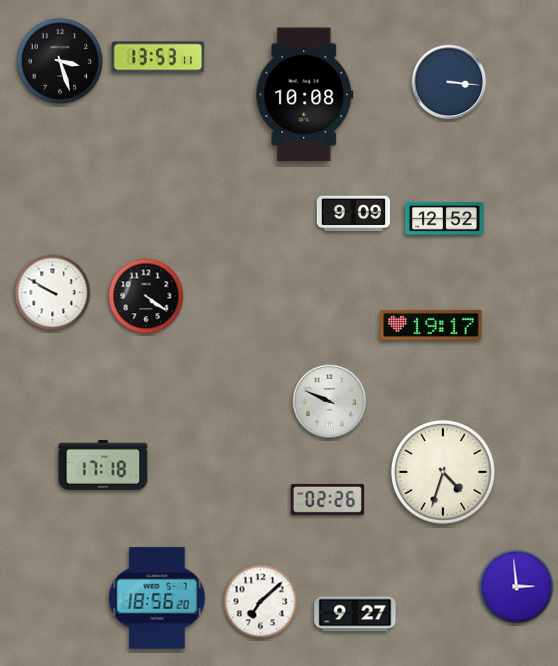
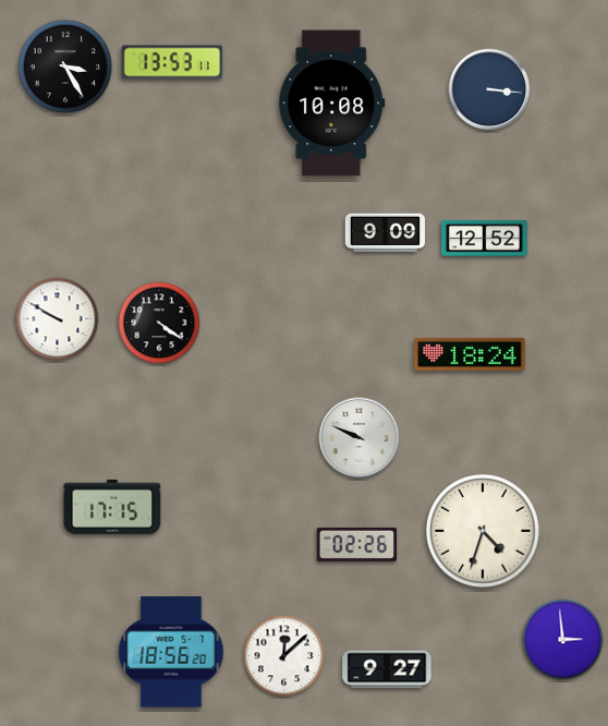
clock at (60, 61): 3:27 -> 3:25
clock at (431, 325): 19:17 -> 18:24
clock at (103, 465): 17:18 -> 17:15
clock at (443, 472) position: (443, 472) -> (483, 531)
clock at (261, 602): 7:08 -> 12:08
